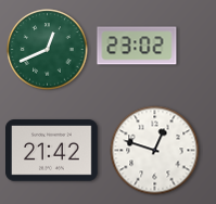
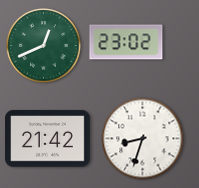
clock at (155, 151): 12:48 -> 8:33
